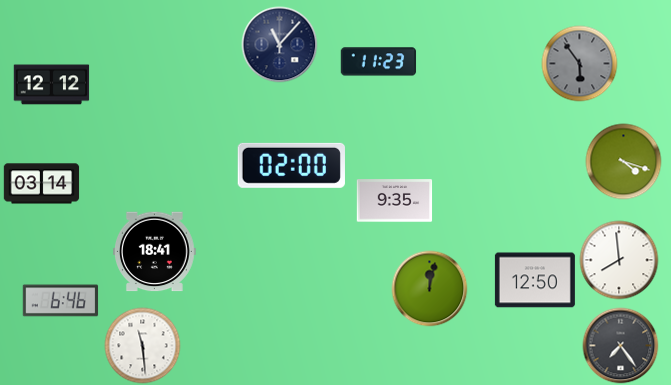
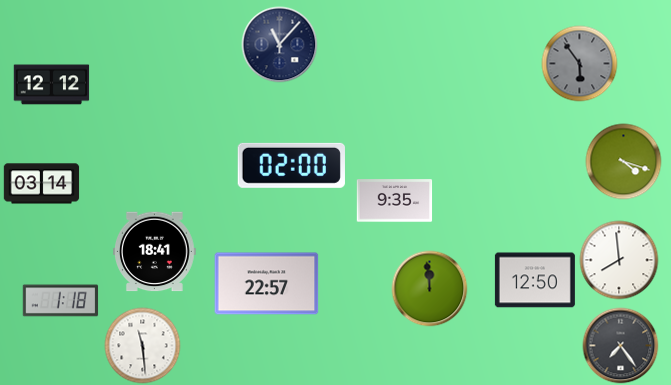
clock at (379, 62): 11:23 -> none
clock at (267, 284): none -> 22:57
clock at (430, 289): 12:02 -> 11:59
clock at (61, 301): 6:46 -> 1:18
